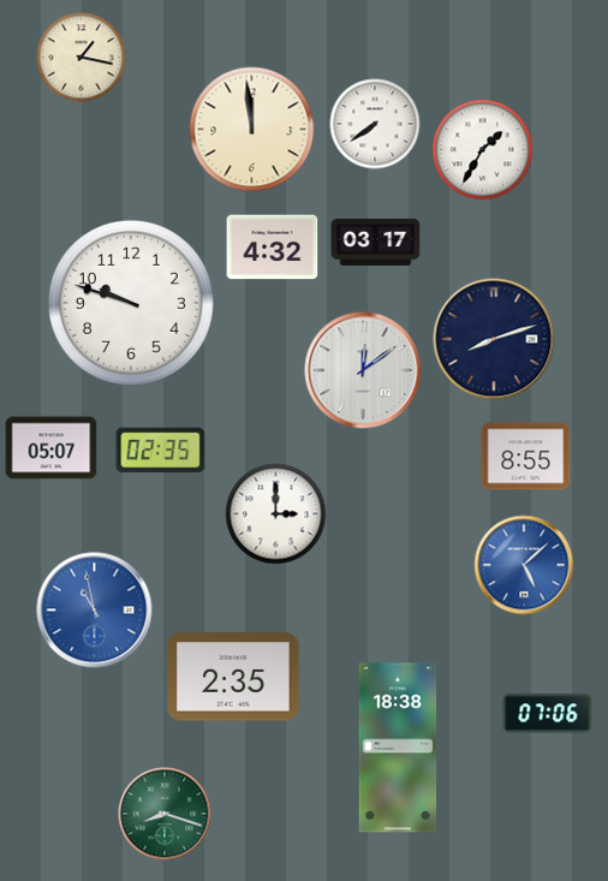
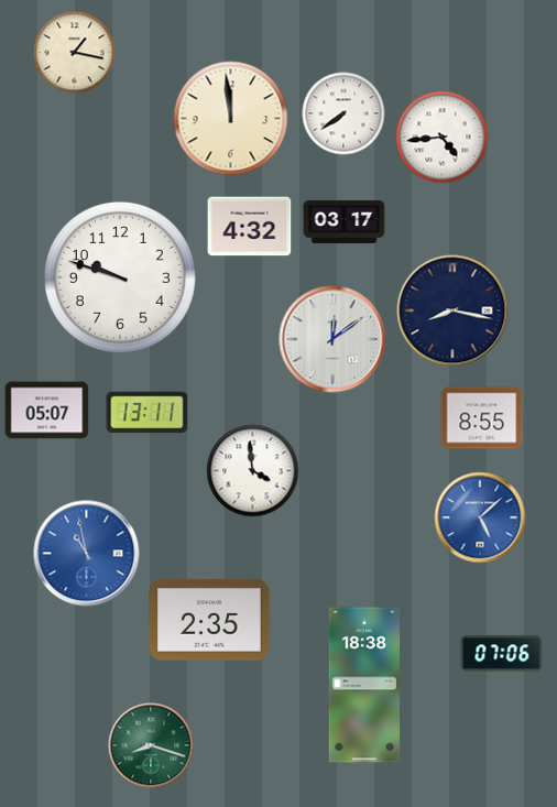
clock at (483, 150): 1:35 -> 4:44
clock at (494, 339): 8:12 -> 8:17
clock at (161, 451): 02:35 -> 13:11
clock at (276, 514): 3:00 -> 3:59
clock at (95, 611) position: (95, 611) -> (87, 554)
clock at (233, 677) position: (233, 677) -> (209, 620)
